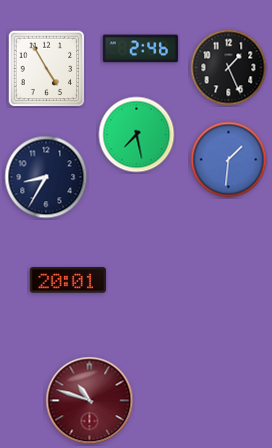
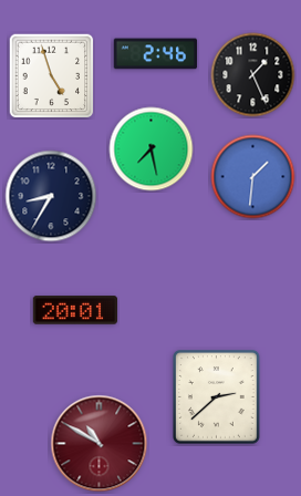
clock at (47, 69): 4:55 -> 4:57
clock at (217, 397): none -> 2:38
clock at (90, 401): 10:48 -> 10:50
